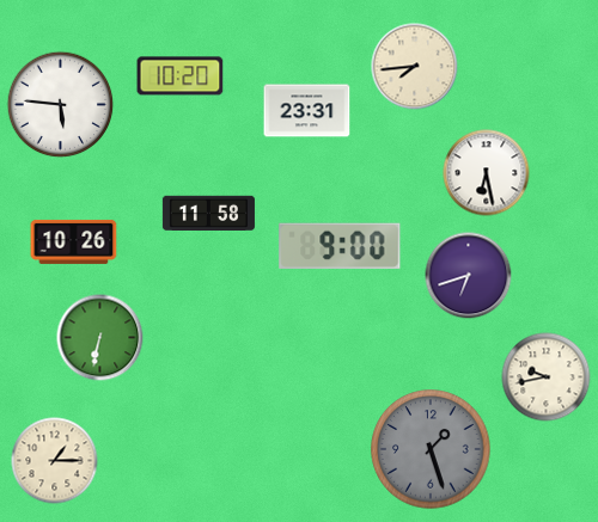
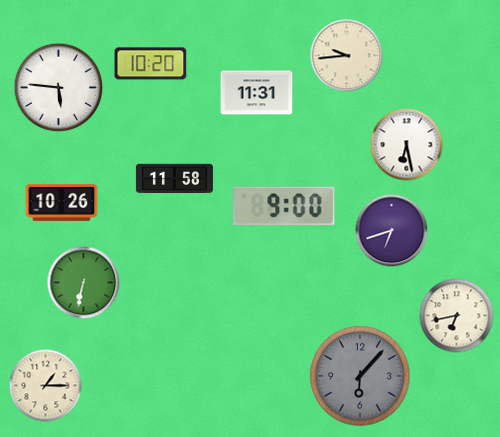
clock at (415, 67): 7:44 -> 9:44
clock at (61, 105) position: (61, 105) -> (59, 88)
clock at (307, 111): 23:31 -> 11:31
clock at (547, 377): 9:43 -> 6:43
clock at (431, 449): 1:27 -> 6:07
